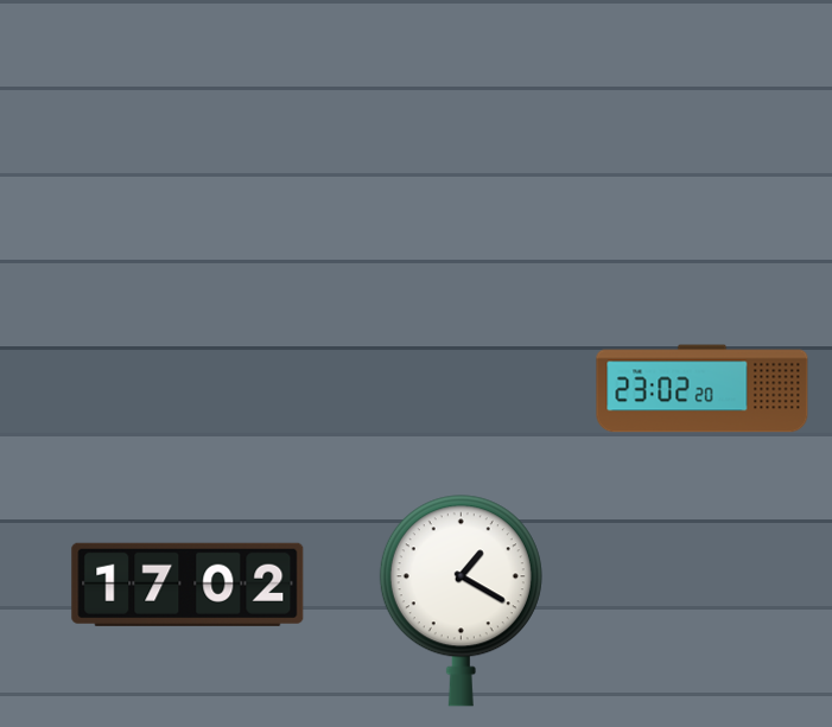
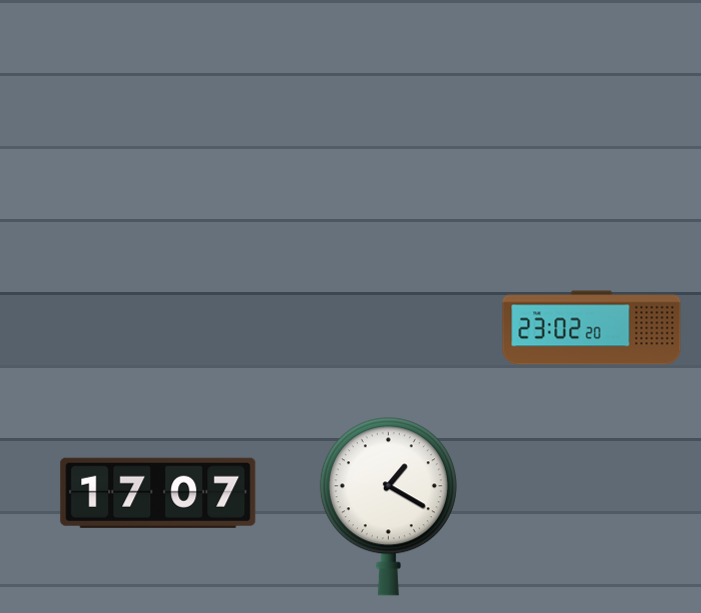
clock at (188, 585): 17:02 -> 17:07
